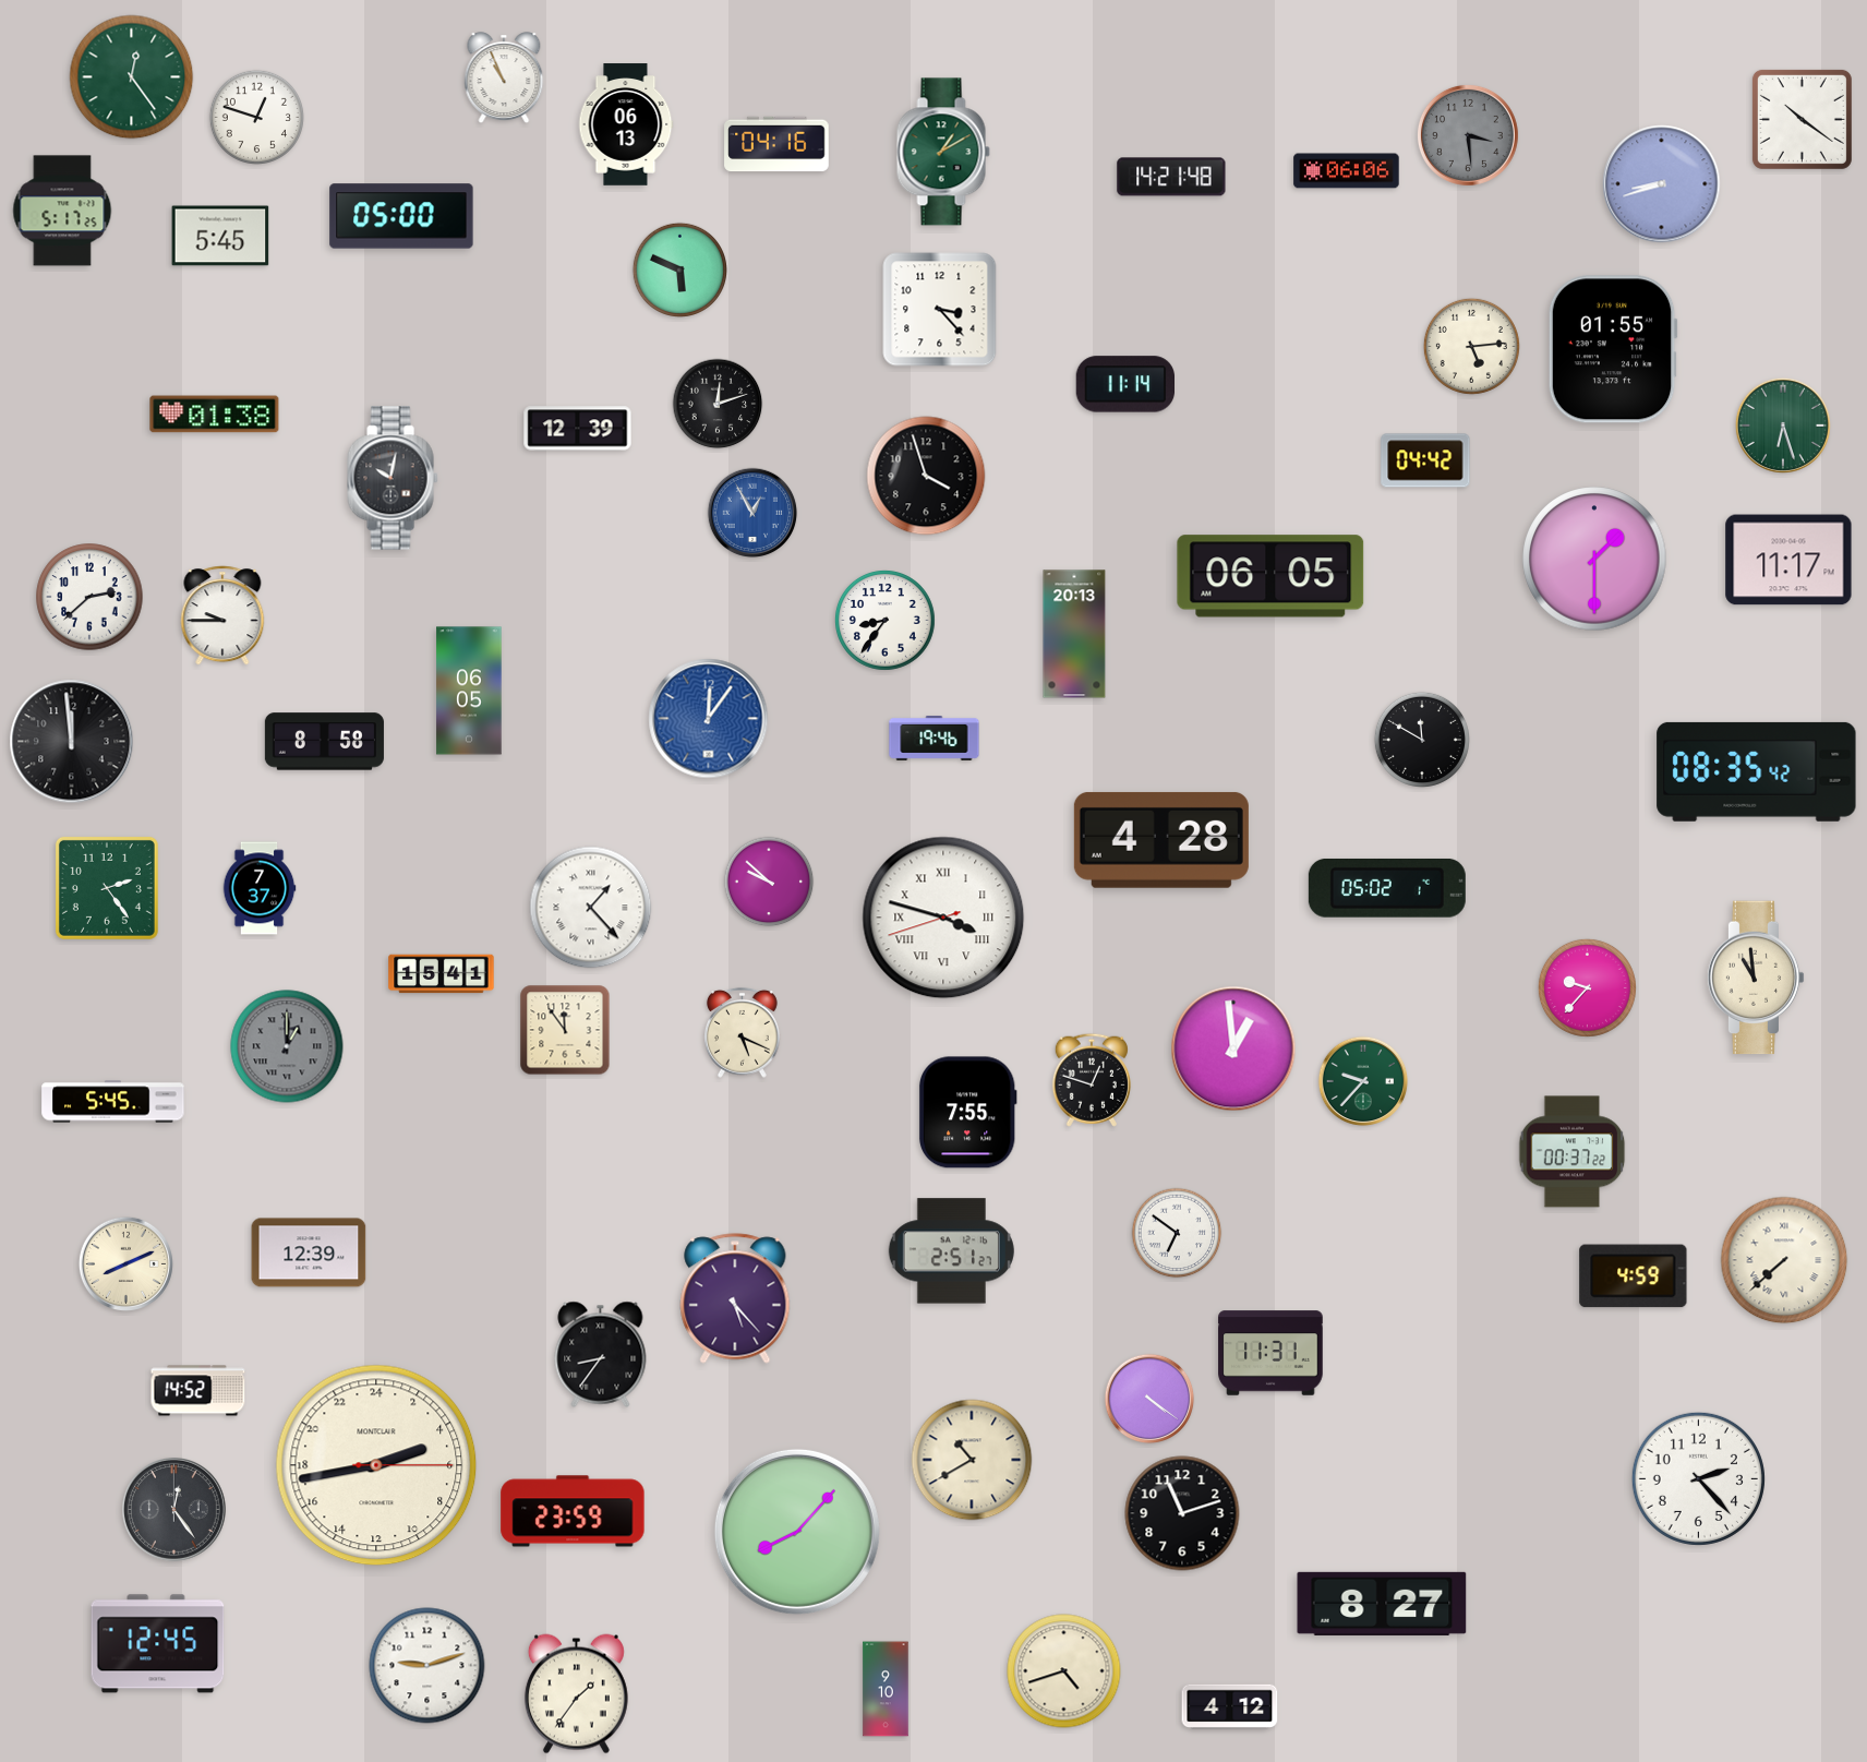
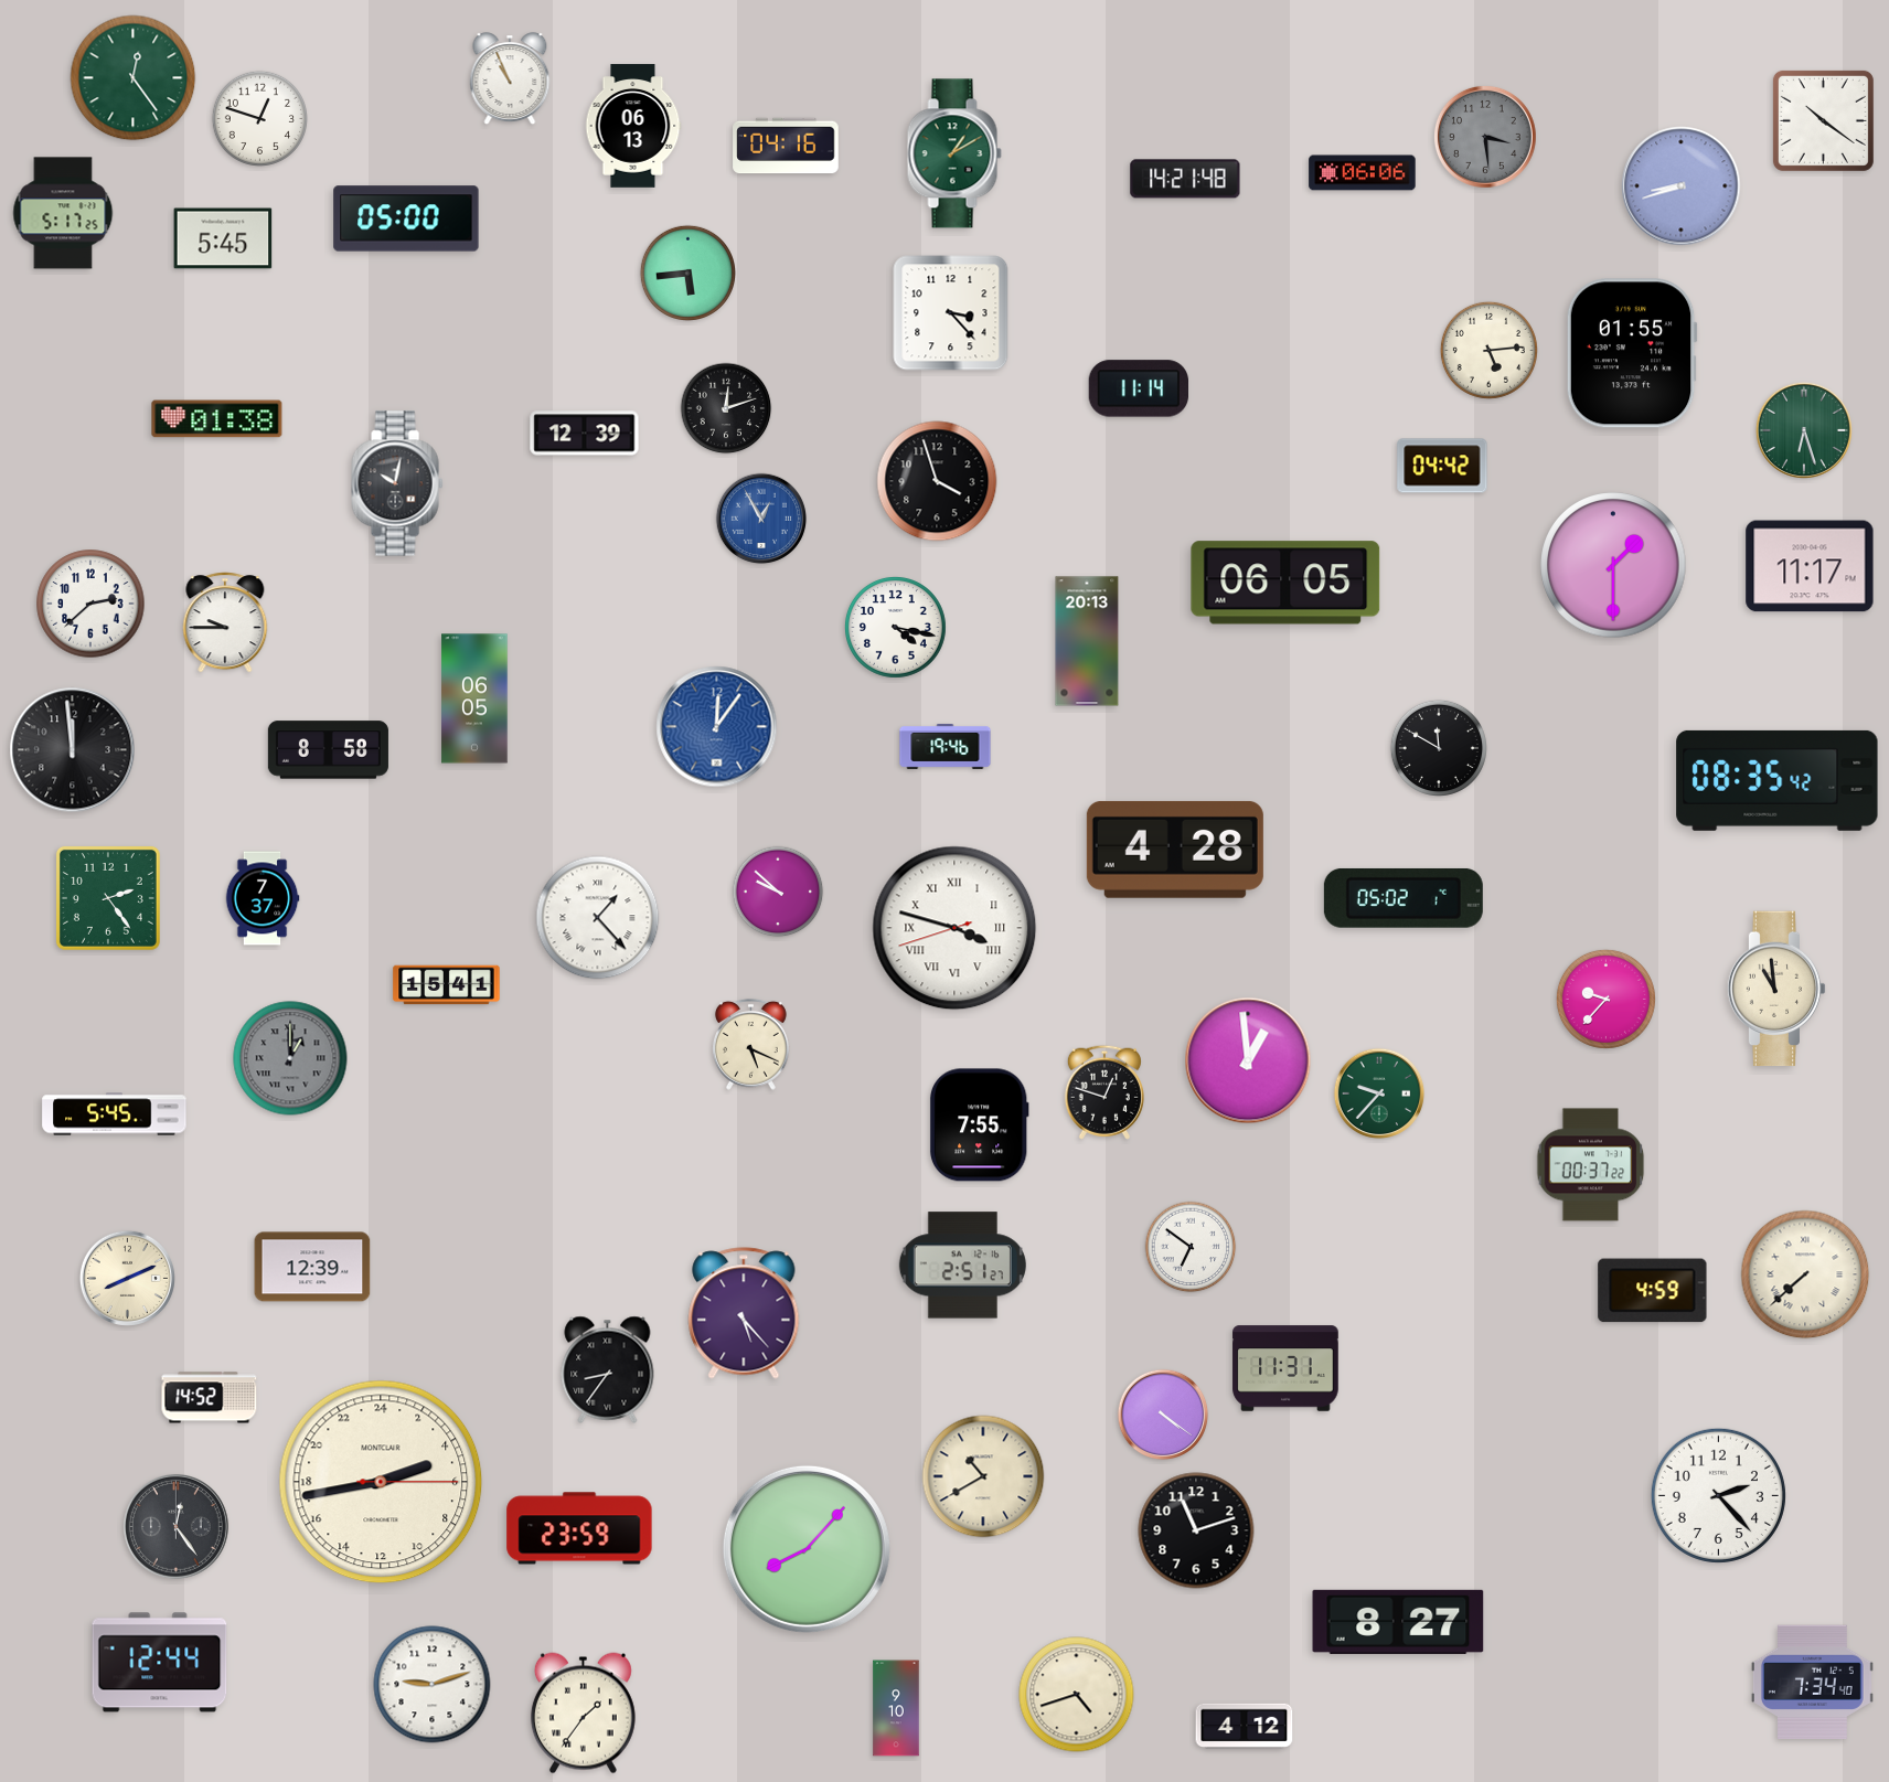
clock at (679, 269): 5:49 -> 5:44
clock at (884, 620): 8:36 -> 4:17
clock at (565, 1030): 11:54 -> none
clock at (198, 1391) position: (198, 1391) -> (210, 1398)
clock at (158, 1644): 12:45 -> 12:44
clock at (1812, 1683): none -> 7:34
clock at (1064, 1671) position: (1064, 1671) -> (1077, 1695)
